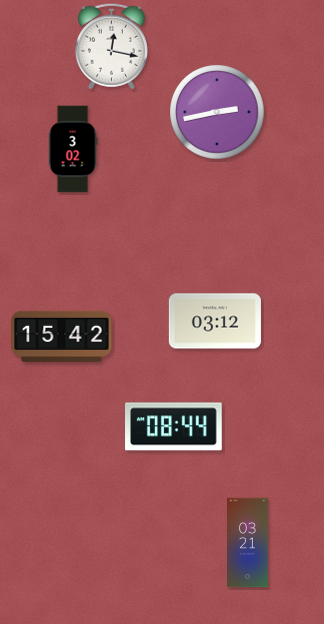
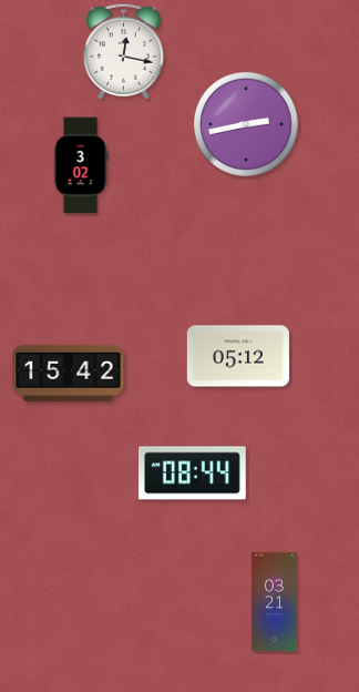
clock at (218, 113) position: (218, 113) -> (247, 125)
clock at (215, 321): 03:12 -> 05:12
